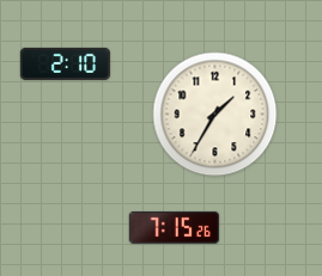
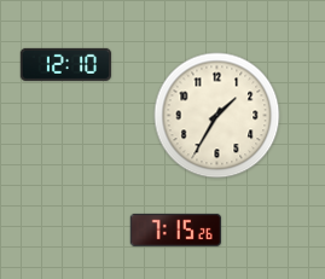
clock at (65, 63): 2:10 -> 12:10
